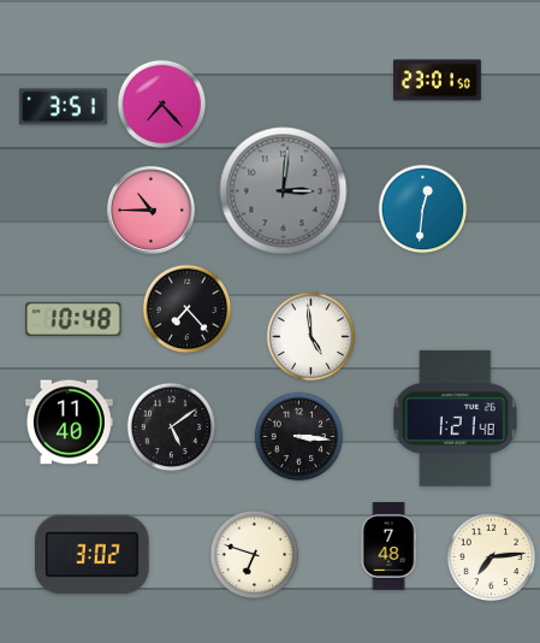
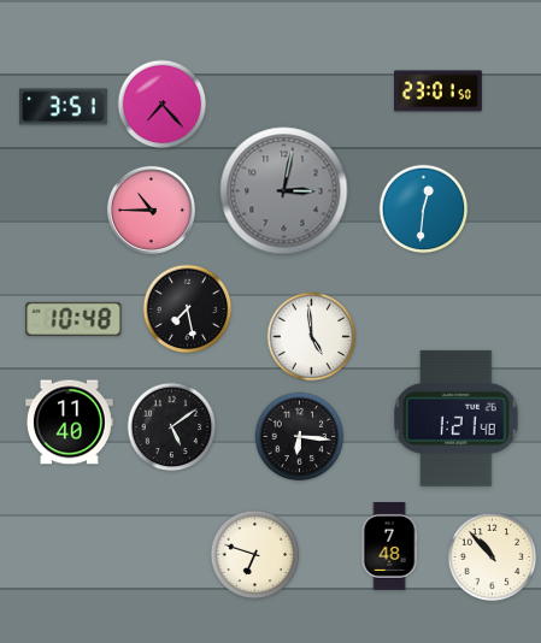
clock at (438, 81) position: (438, 81) -> (439, 92)
clock at (284, 191): 3:01 -> 3:02
clock at (188, 309): 7:23 -> 7:28
clock at (299, 437): 3:16 -> 6:16
clock at (93, 555): 3:02 -> none
clock at (492, 558): 7:14 -> 10:53
